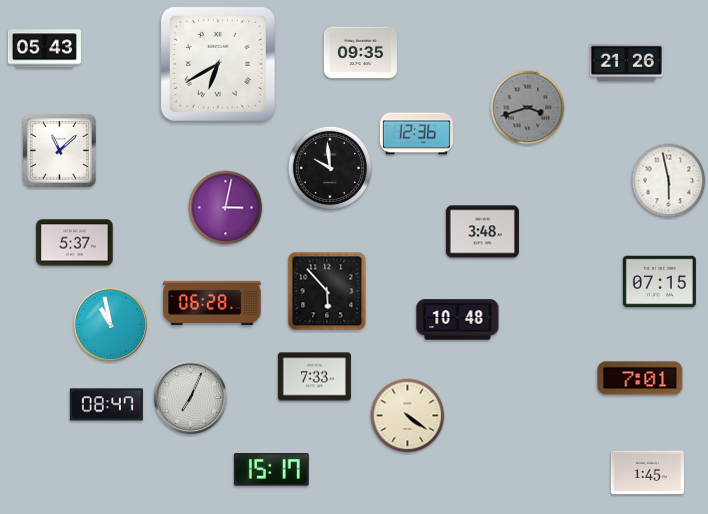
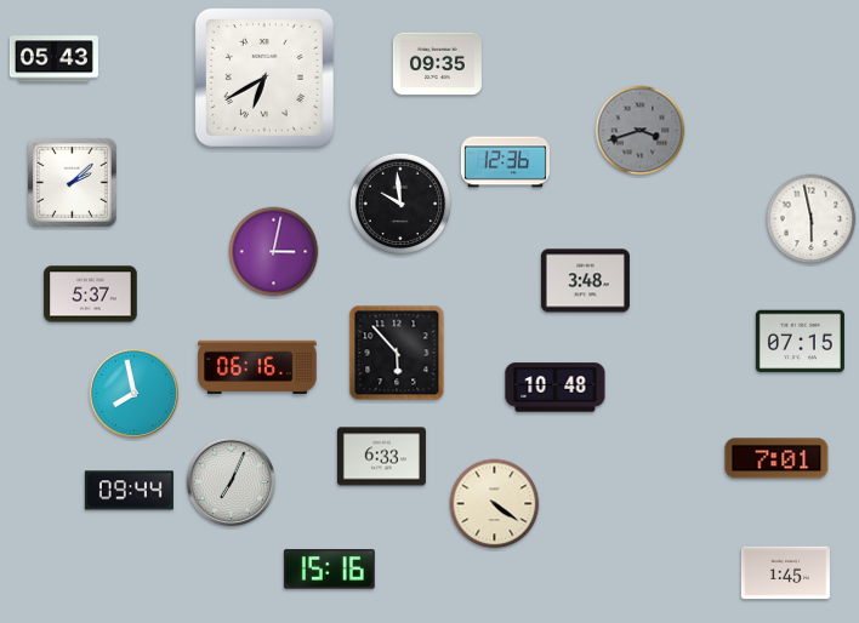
clock at (626, 62): 21:26 -> none
clock at (59, 150): 11:08 -> 2:08
clock at (212, 303): 06:28 -> 06:16
clock at (111, 325): 10:58 -> 7:58
clock at (314, 377): 7:33 -> 6:33
clock at (106, 405): 08:47 -> 09:44
clock at (271, 470): 15:17 -> 15:16
